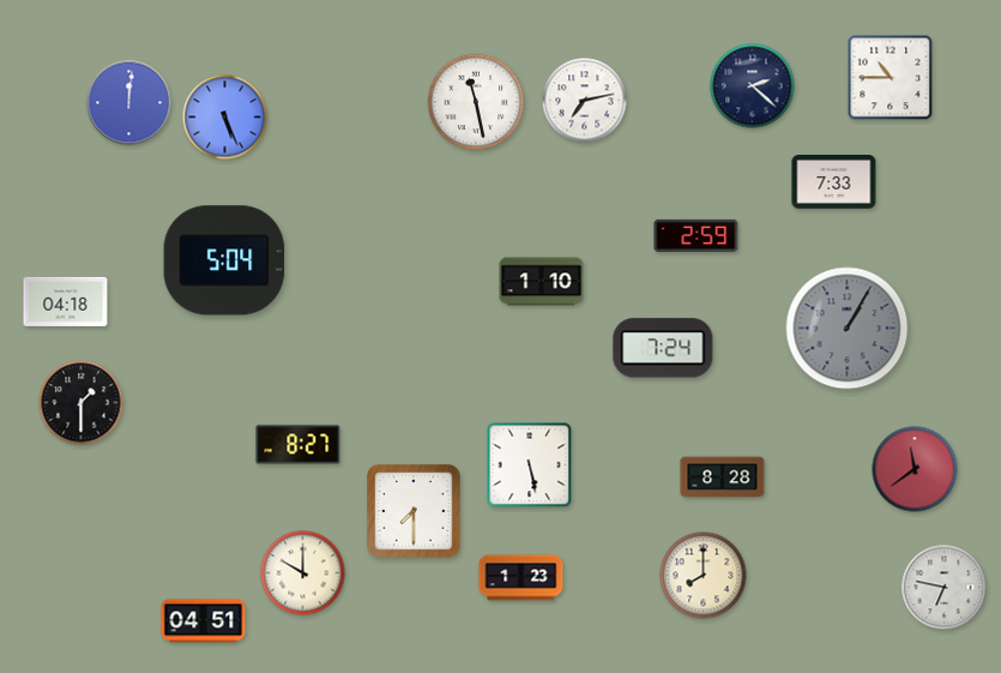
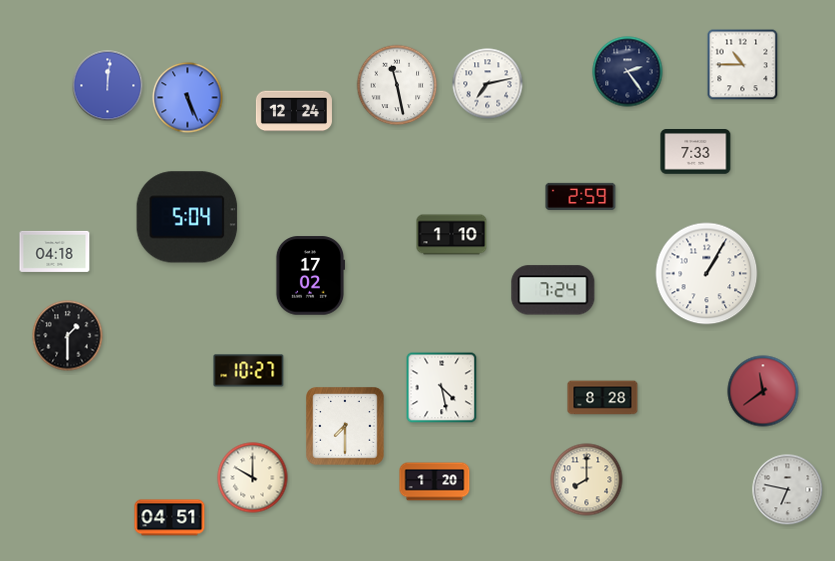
clock at (753, 86): 2:22 -> 2:24
clock at (294, 111): none -> 12:24
clock at (848, 329) dial: grey -> white
clock at (310, 276): none -> 17:02
clock at (299, 445): 8:27 -> 10:27
clock at (530, 465): 5:28 -> 4:28
clock at (521, 578): 1:23 -> 1:20
